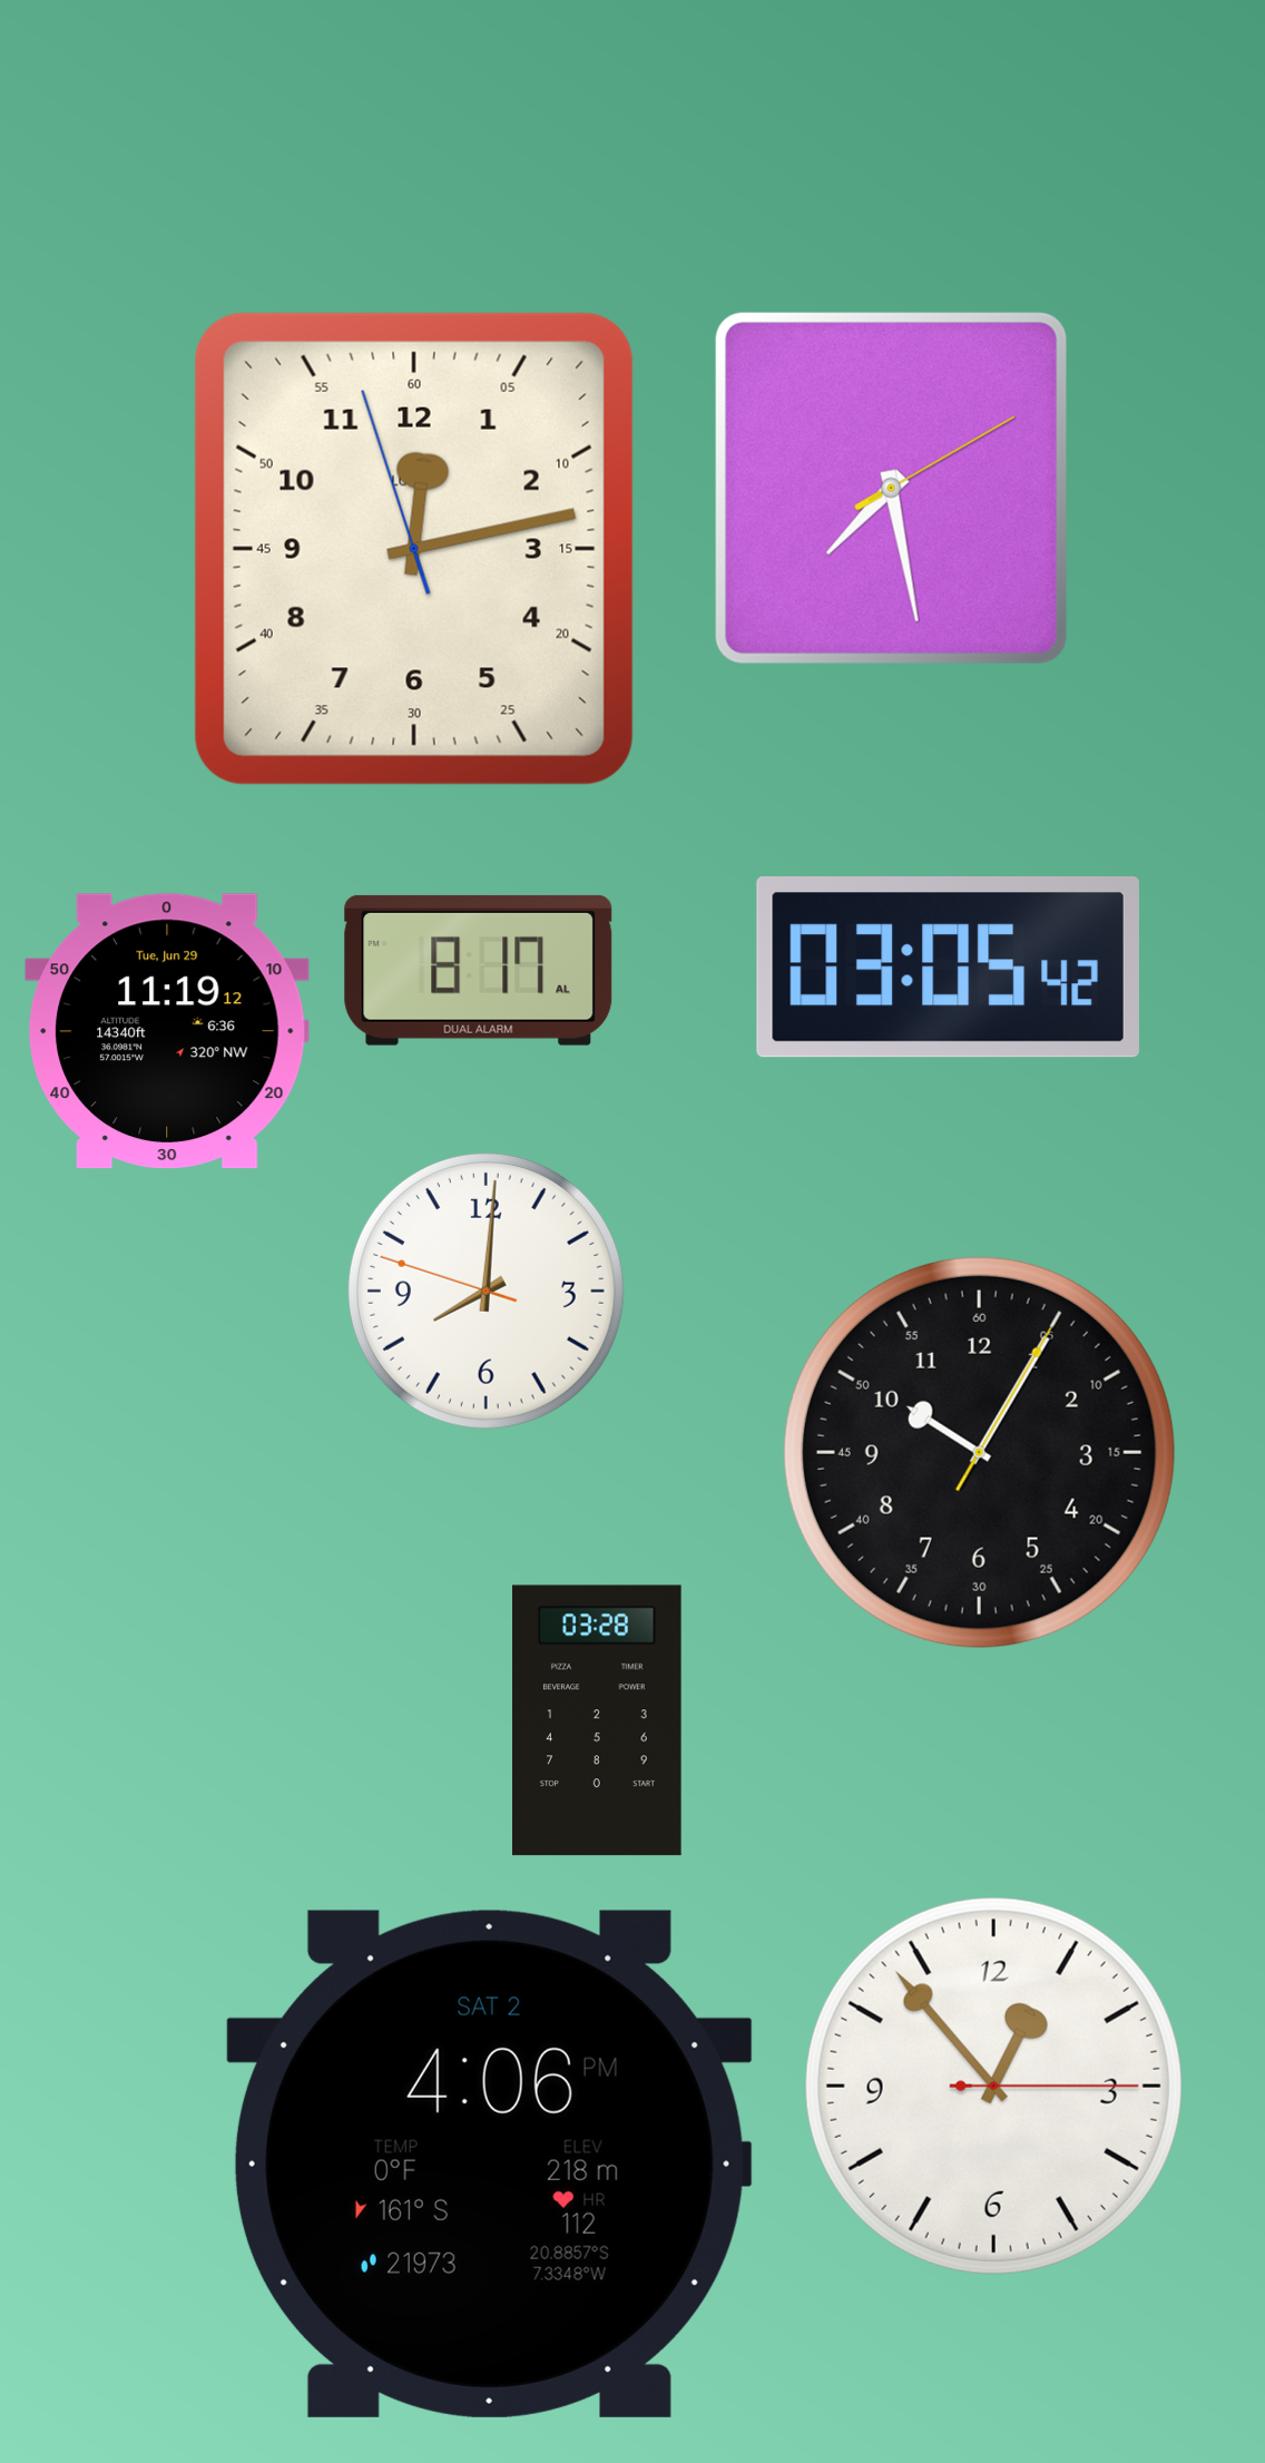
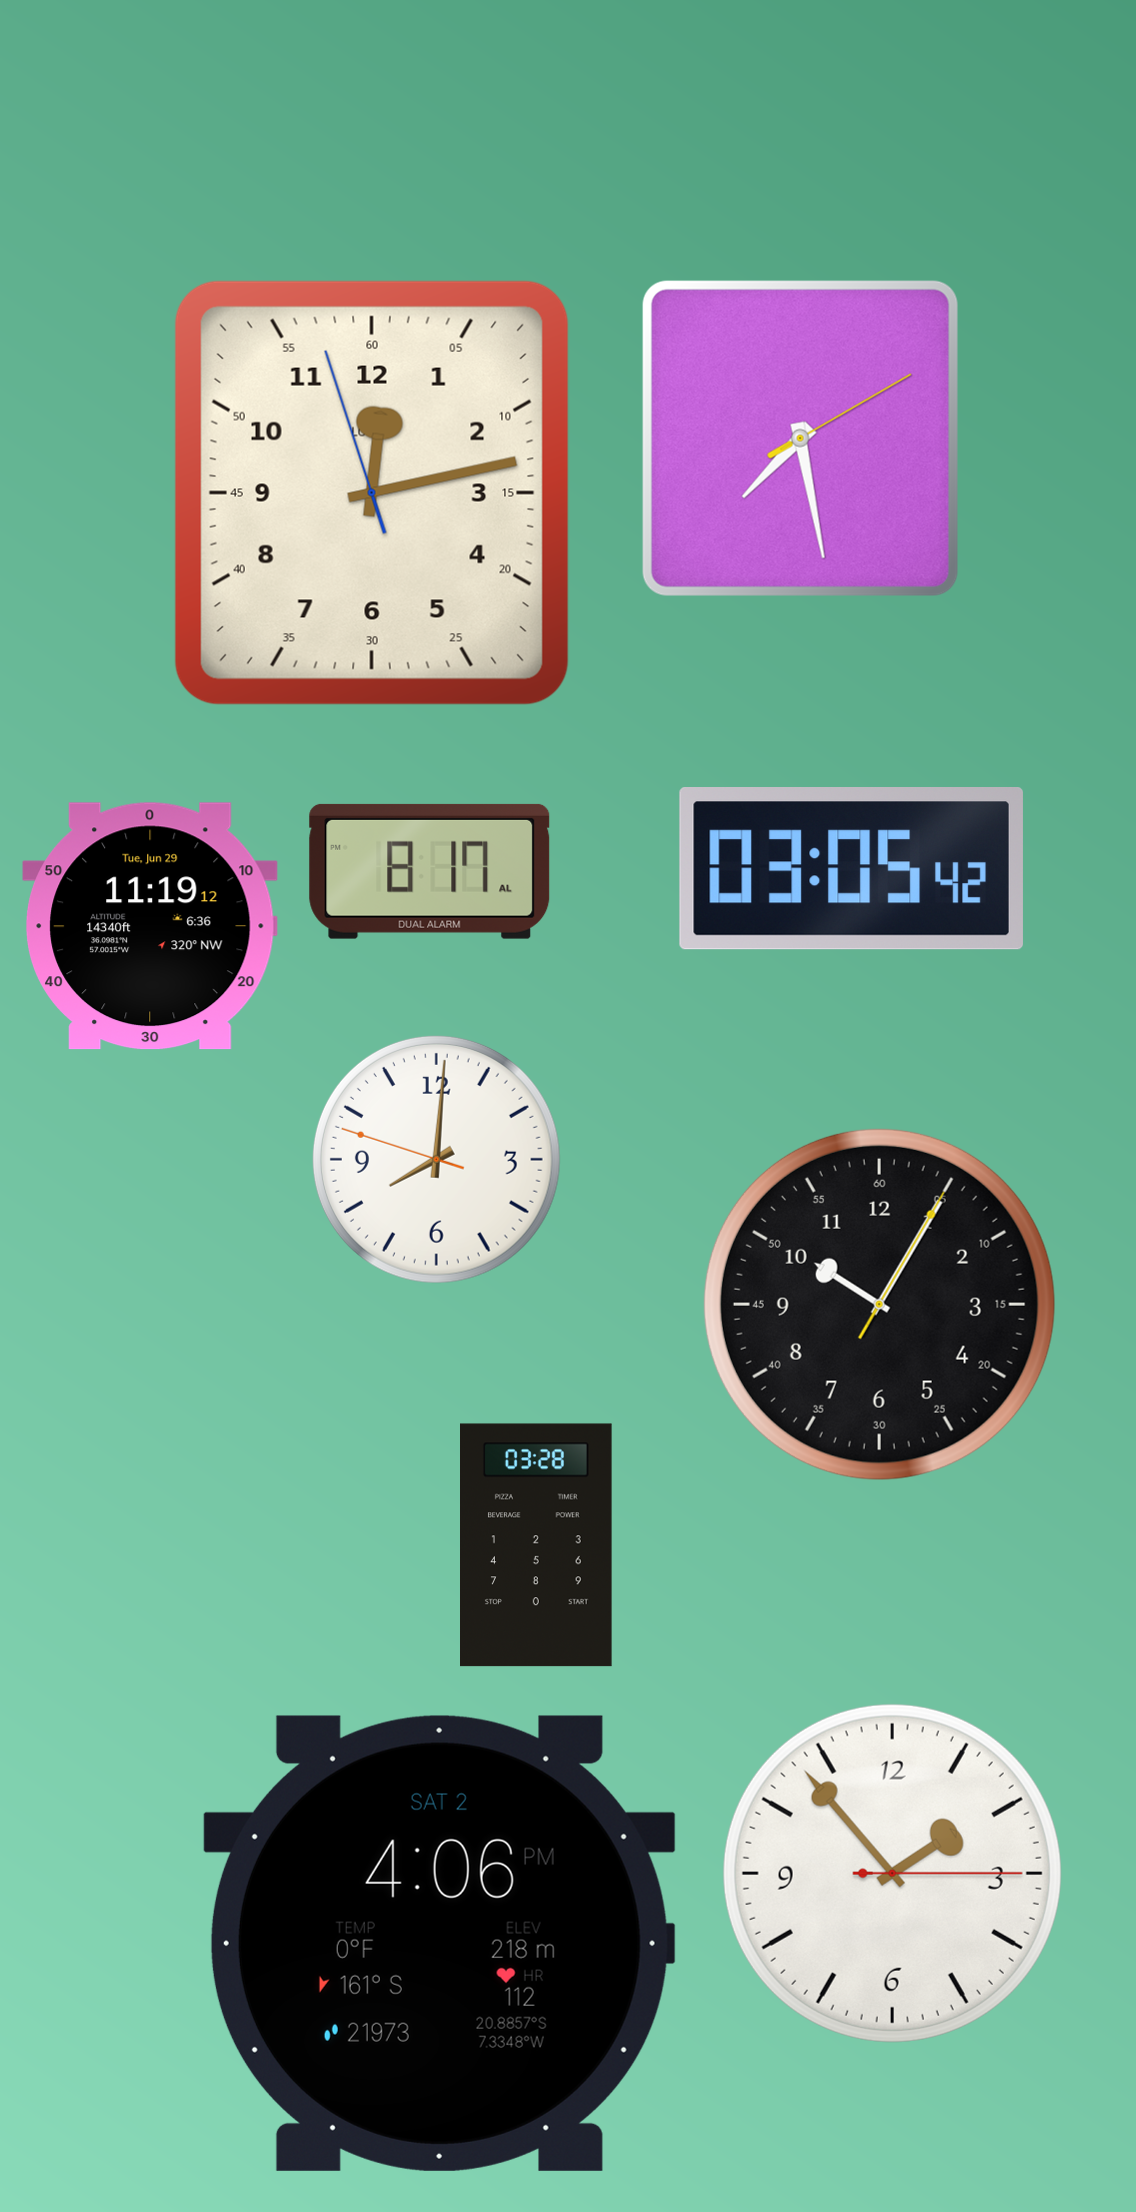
clock at (993, 2086): 12:53 -> 1:53
